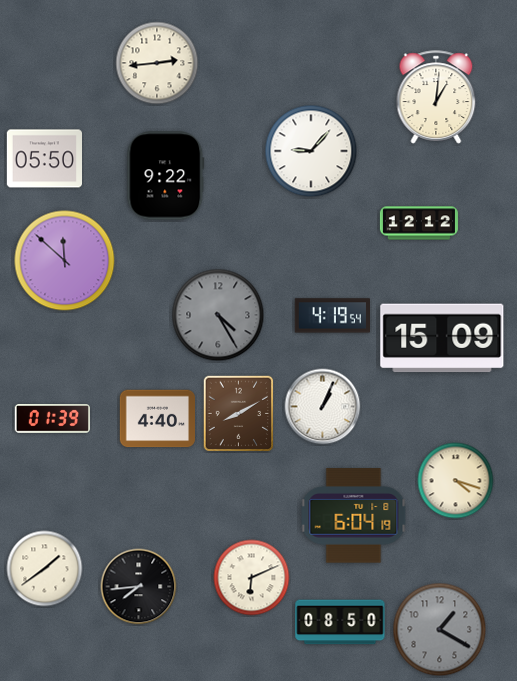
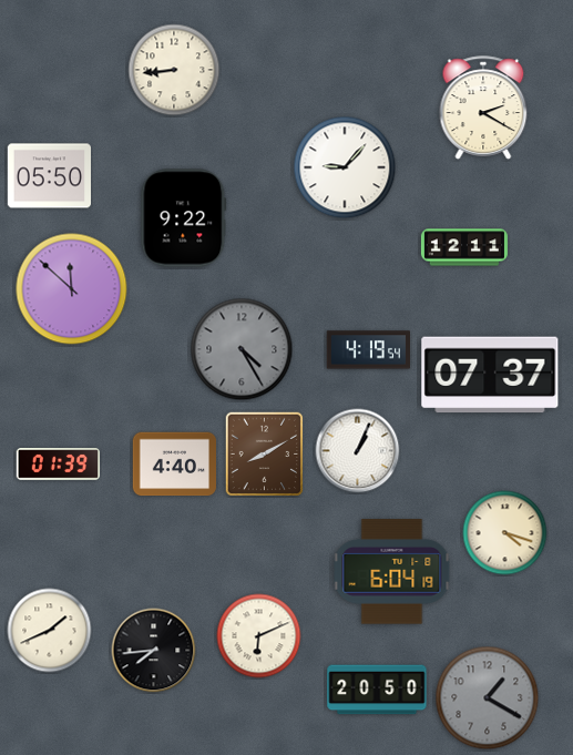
clock at (157, 63): 2:44 -> 8:44
clock at (436, 97): 1:01 -> 2:20
clock at (166, 176) position: (166, 176) -> (184, 218)
clock at (419, 223): 12:12 -> 12:11
clock at (442, 338): 15:09 -> 07:37
clock at (239, 414) position: (239, 414) -> (265, 455)
clock at (45, 569): 1:39 -> 1:41
clock at (252, 578) position: (252, 578) -> (259, 636)
clock at (340, 622): 08:50 -> 20:50
